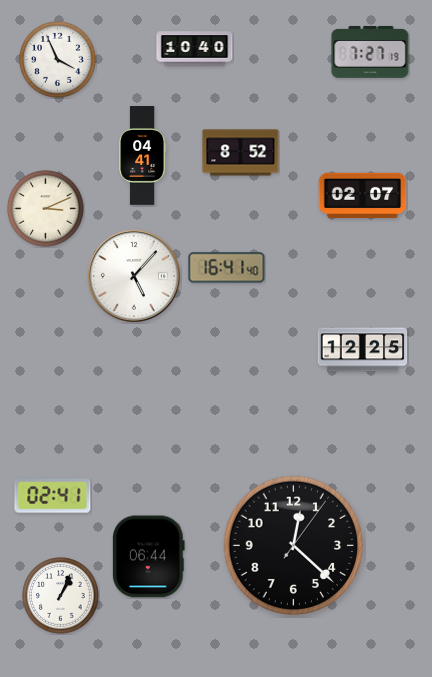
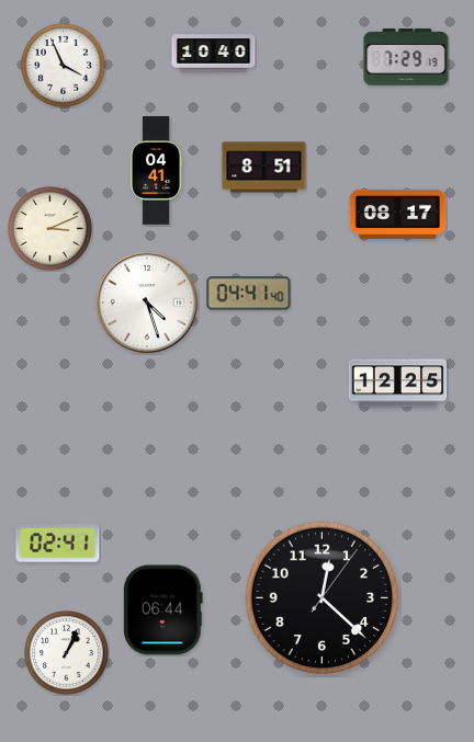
clock at (370, 52): 7:27 -> 7:29
clock at (241, 153): 8:52 -> 8:51
clock at (363, 196): 02:07 -> 08:17
clock at (227, 268): 16:41 -> 04:41
clock at (134, 276): 5:07 -> 4:27
